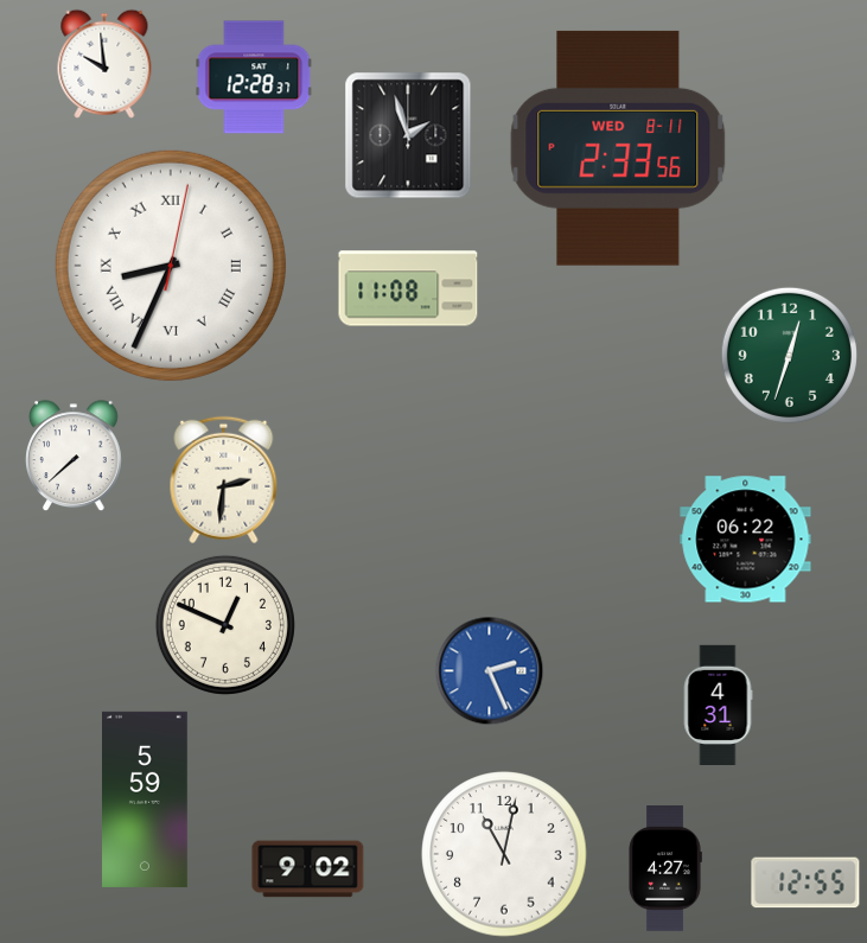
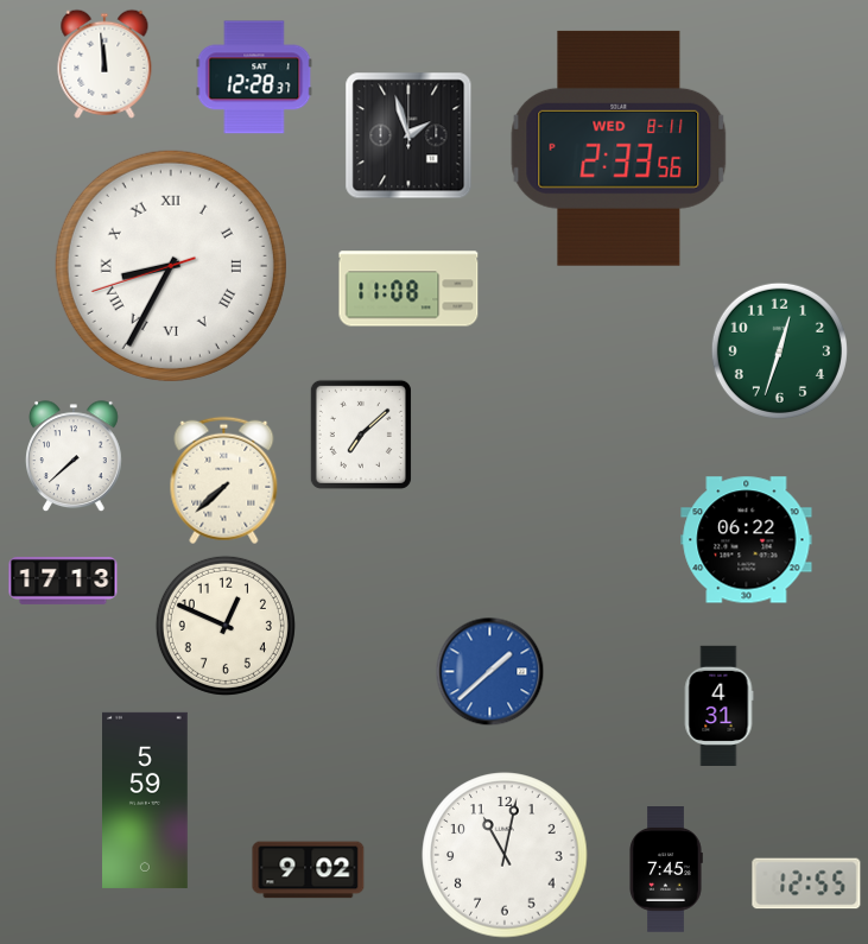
clock at (104, 64): 9:59 -> 11:59
clock at (171, 266): 8:34:02 -> 8:34:42
clock at (789, 355) position: (789, 355) -> (779, 350)
clock at (361, 435): none -> 7:08
clock at (224, 480): 2:31 -> 7:38
clock at (63, 581): none -> 17:13
clock at (490, 671): 2:26 -> 1:38
clock at (665, 868): 4:27 -> 7:45
